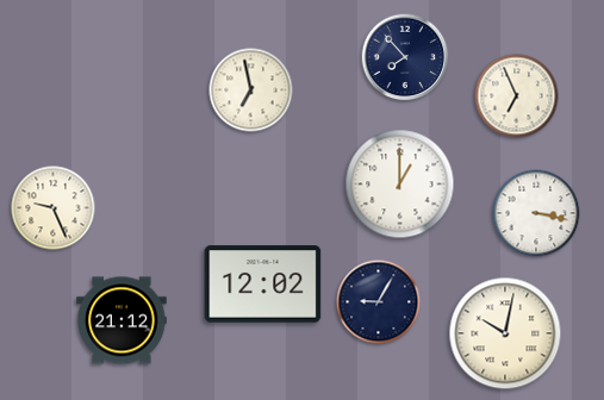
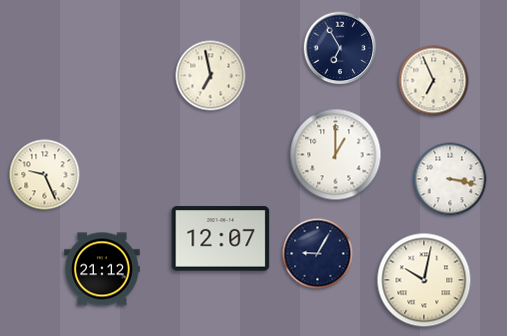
clock at (405, 57): 7:53 -> 6:55
clock at (263, 285): 12:02 -> 12:07
